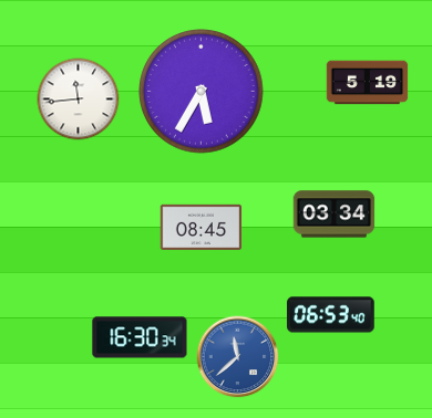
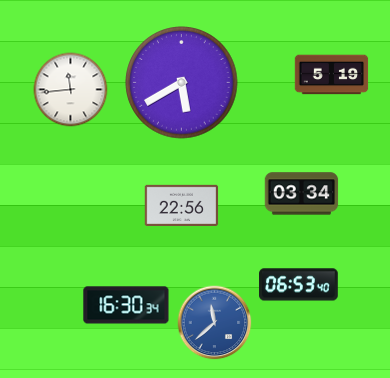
clock at (202, 92): 5:35 -> 5:40
clock at (202, 227): 08:45 -> 22:56
